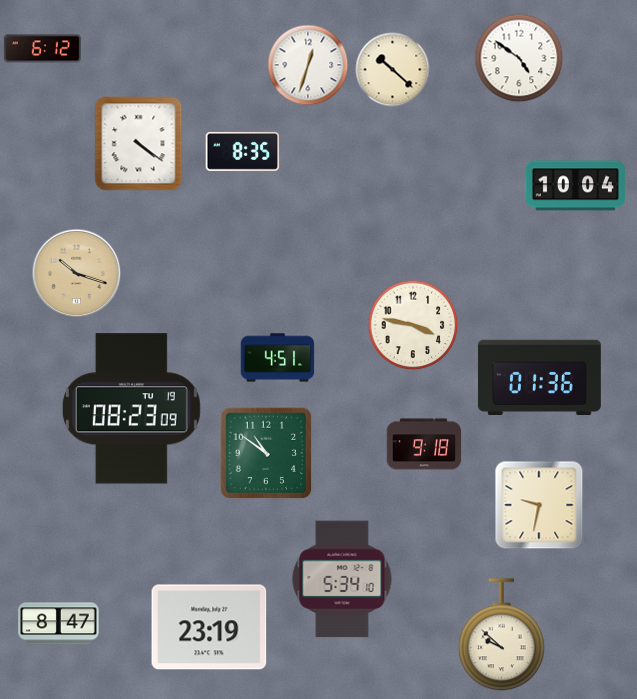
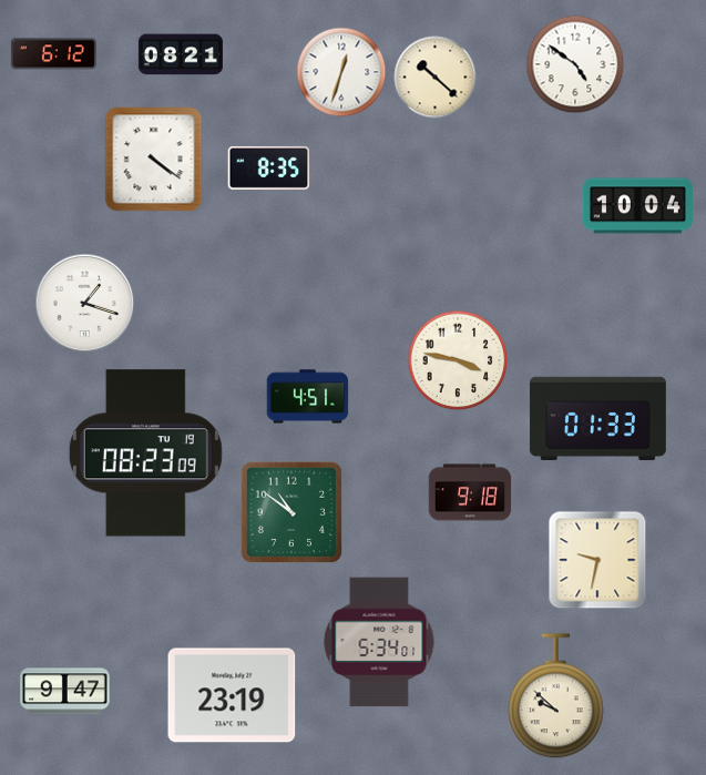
clock at (42, 49) position: (42, 49) -> (53, 54)
clock at (181, 54): none -> 08:21
clock at (77, 274): 10:18 -> 1:18
clock at (77, 274) dial: champagne -> white
clock at (539, 378): 01:36 -> 01:33
clock at (266, 453) position: (266, 453) -> (291, 512)
clock at (342, 579): 5:34:10 -> 5:34:01
clock at (59, 624): 8:47 -> 9:47
clock at (501, 635) position: (501, 635) -> (555, 696)
